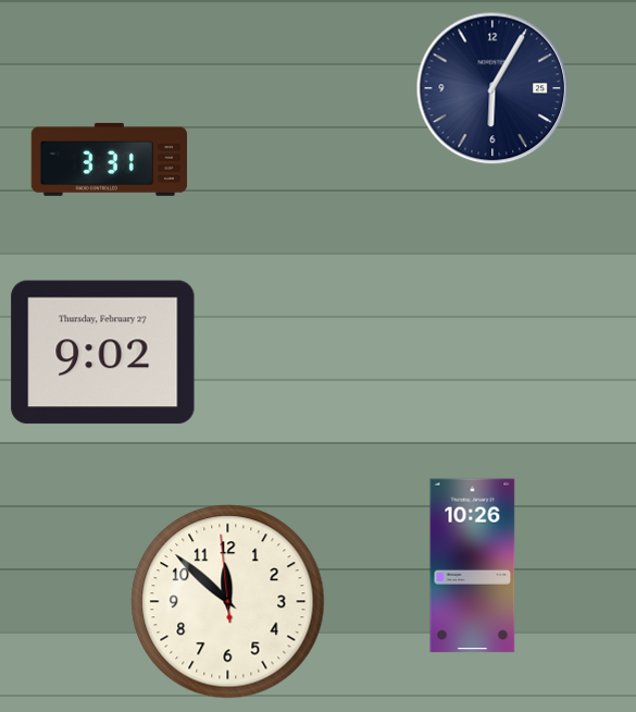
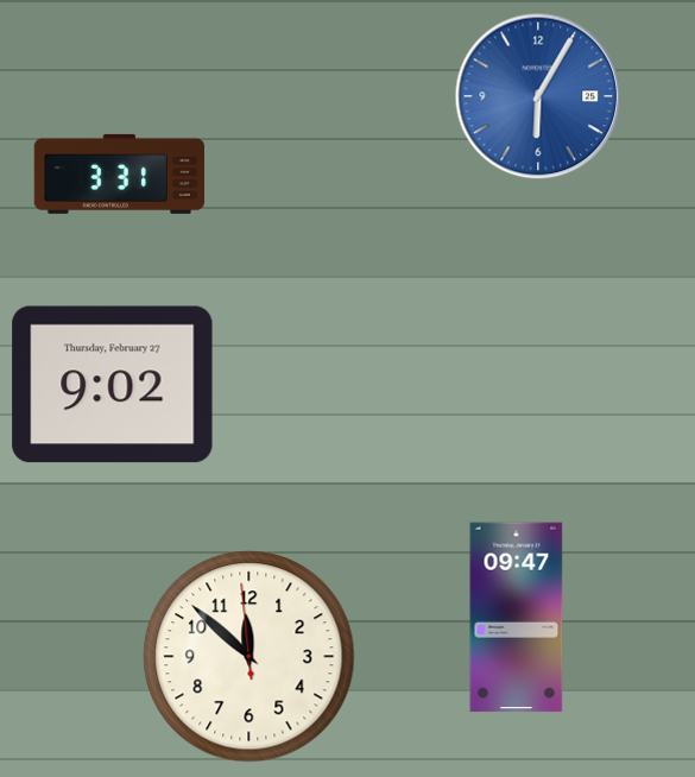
clock at (492, 88) dial: navy -> blue
clock at (473, 566): 10:26 -> 09:47
